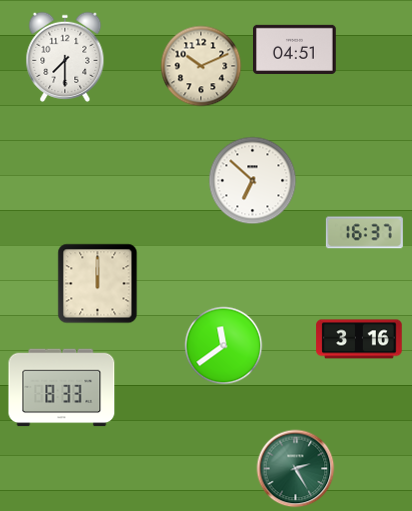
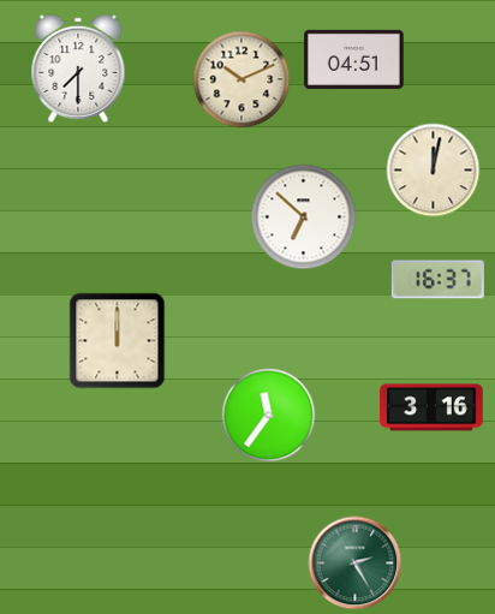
clock at (433, 169): none -> 12:02
clock at (223, 345): 11:39 -> 11:36
clock at (62, 388): 8:33 -> none
